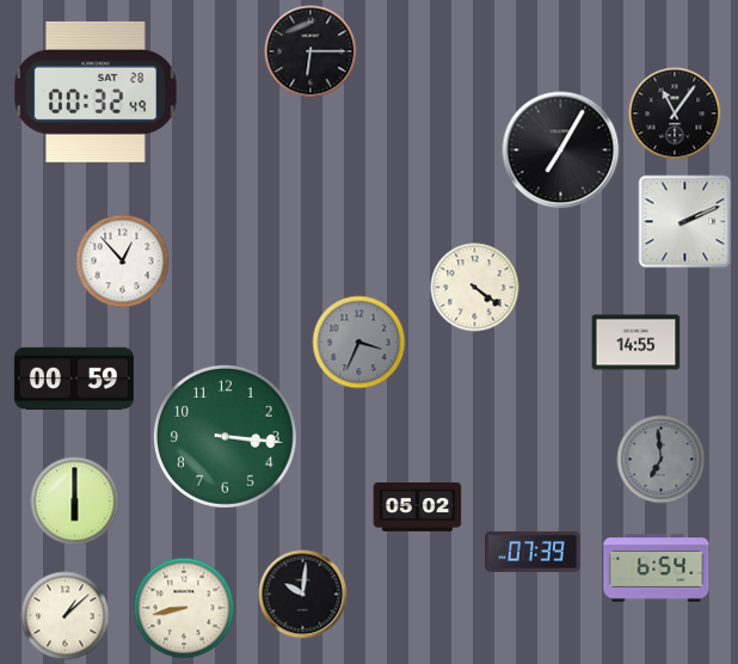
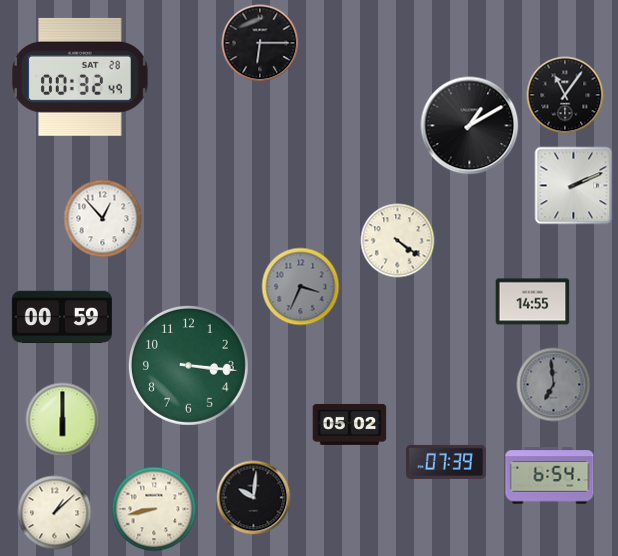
clock at (561, 150): 7:05 -> 1:10
clock at (636, 343) position: (636, 343) -> (533, 302)
clock at (66, 616) position: (66, 616) -> (55, 513)
